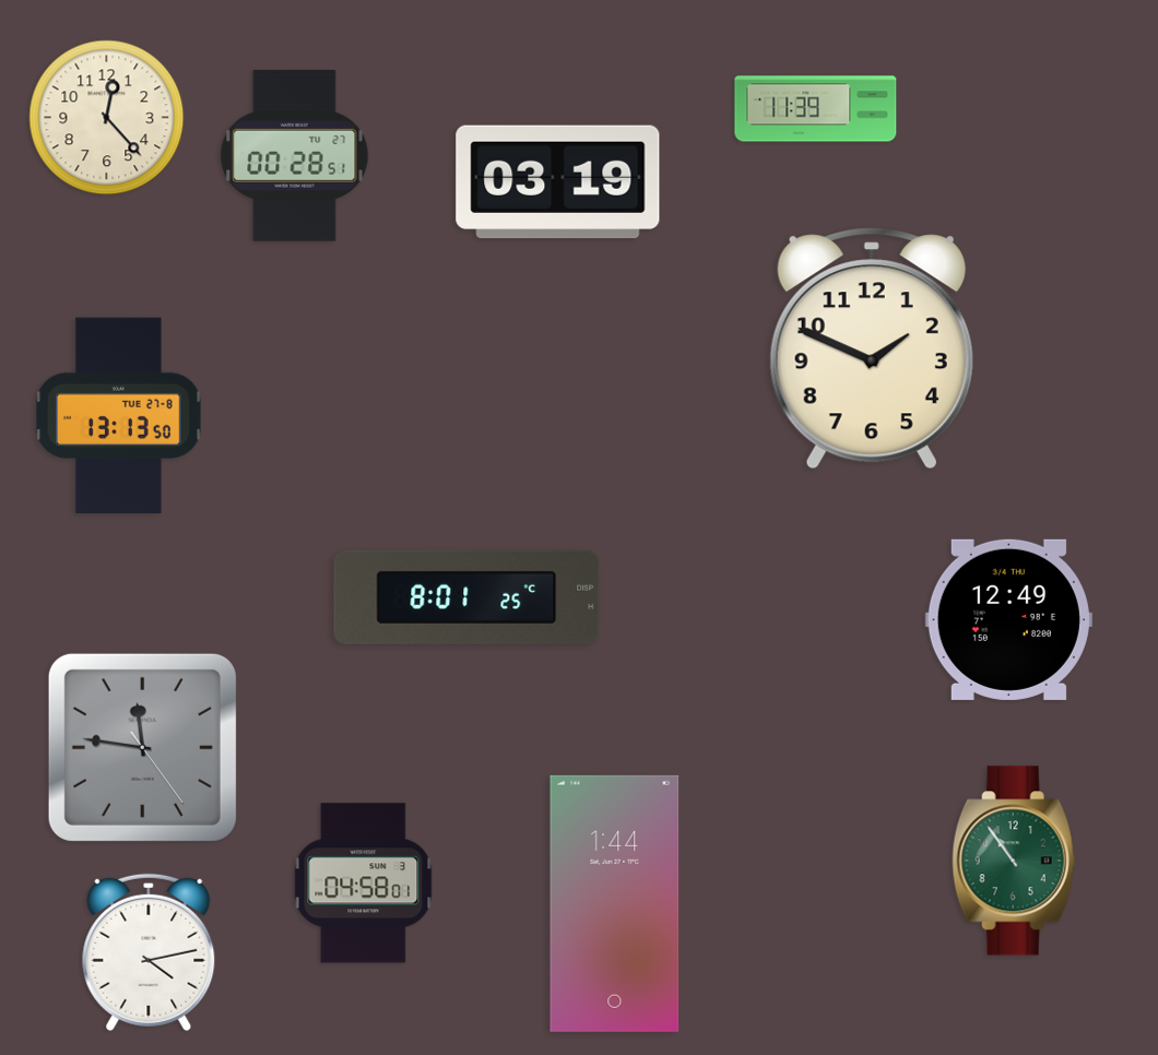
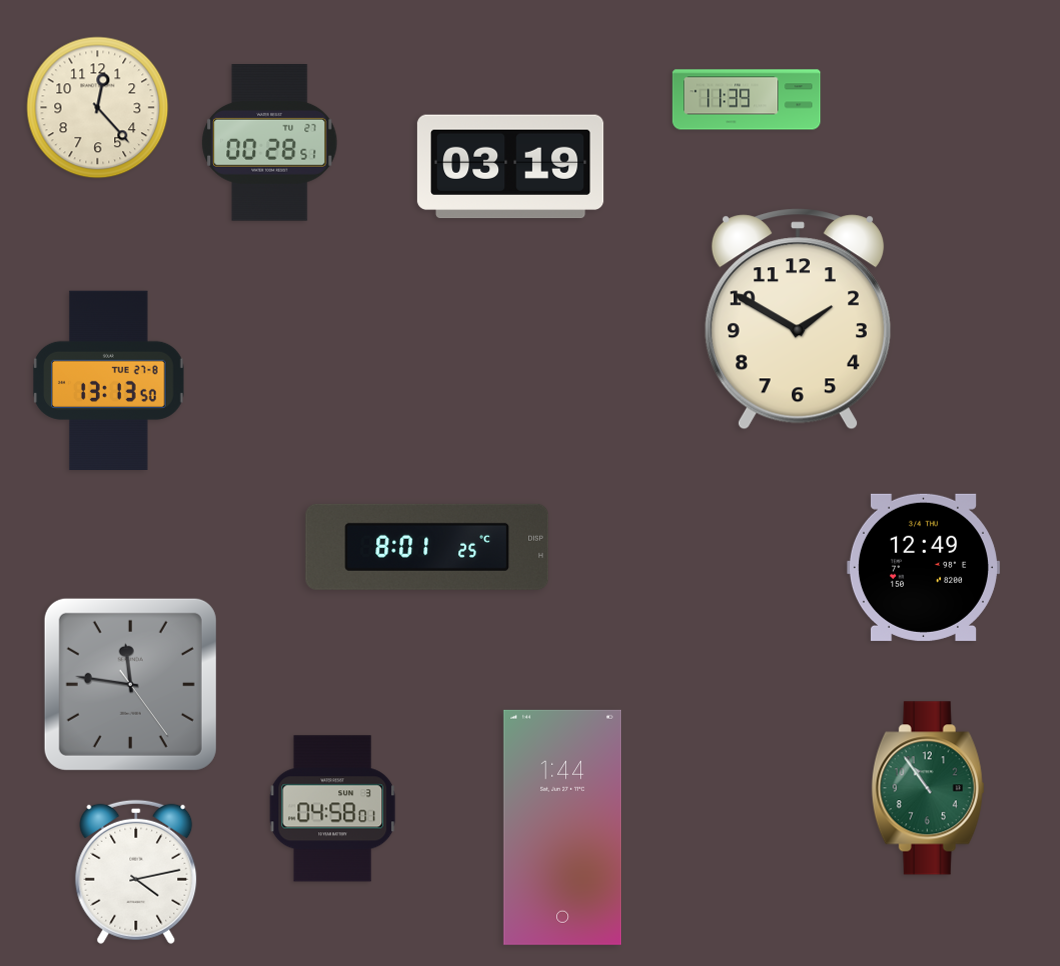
clock at (872, 348): 1:49 -> 1:50
